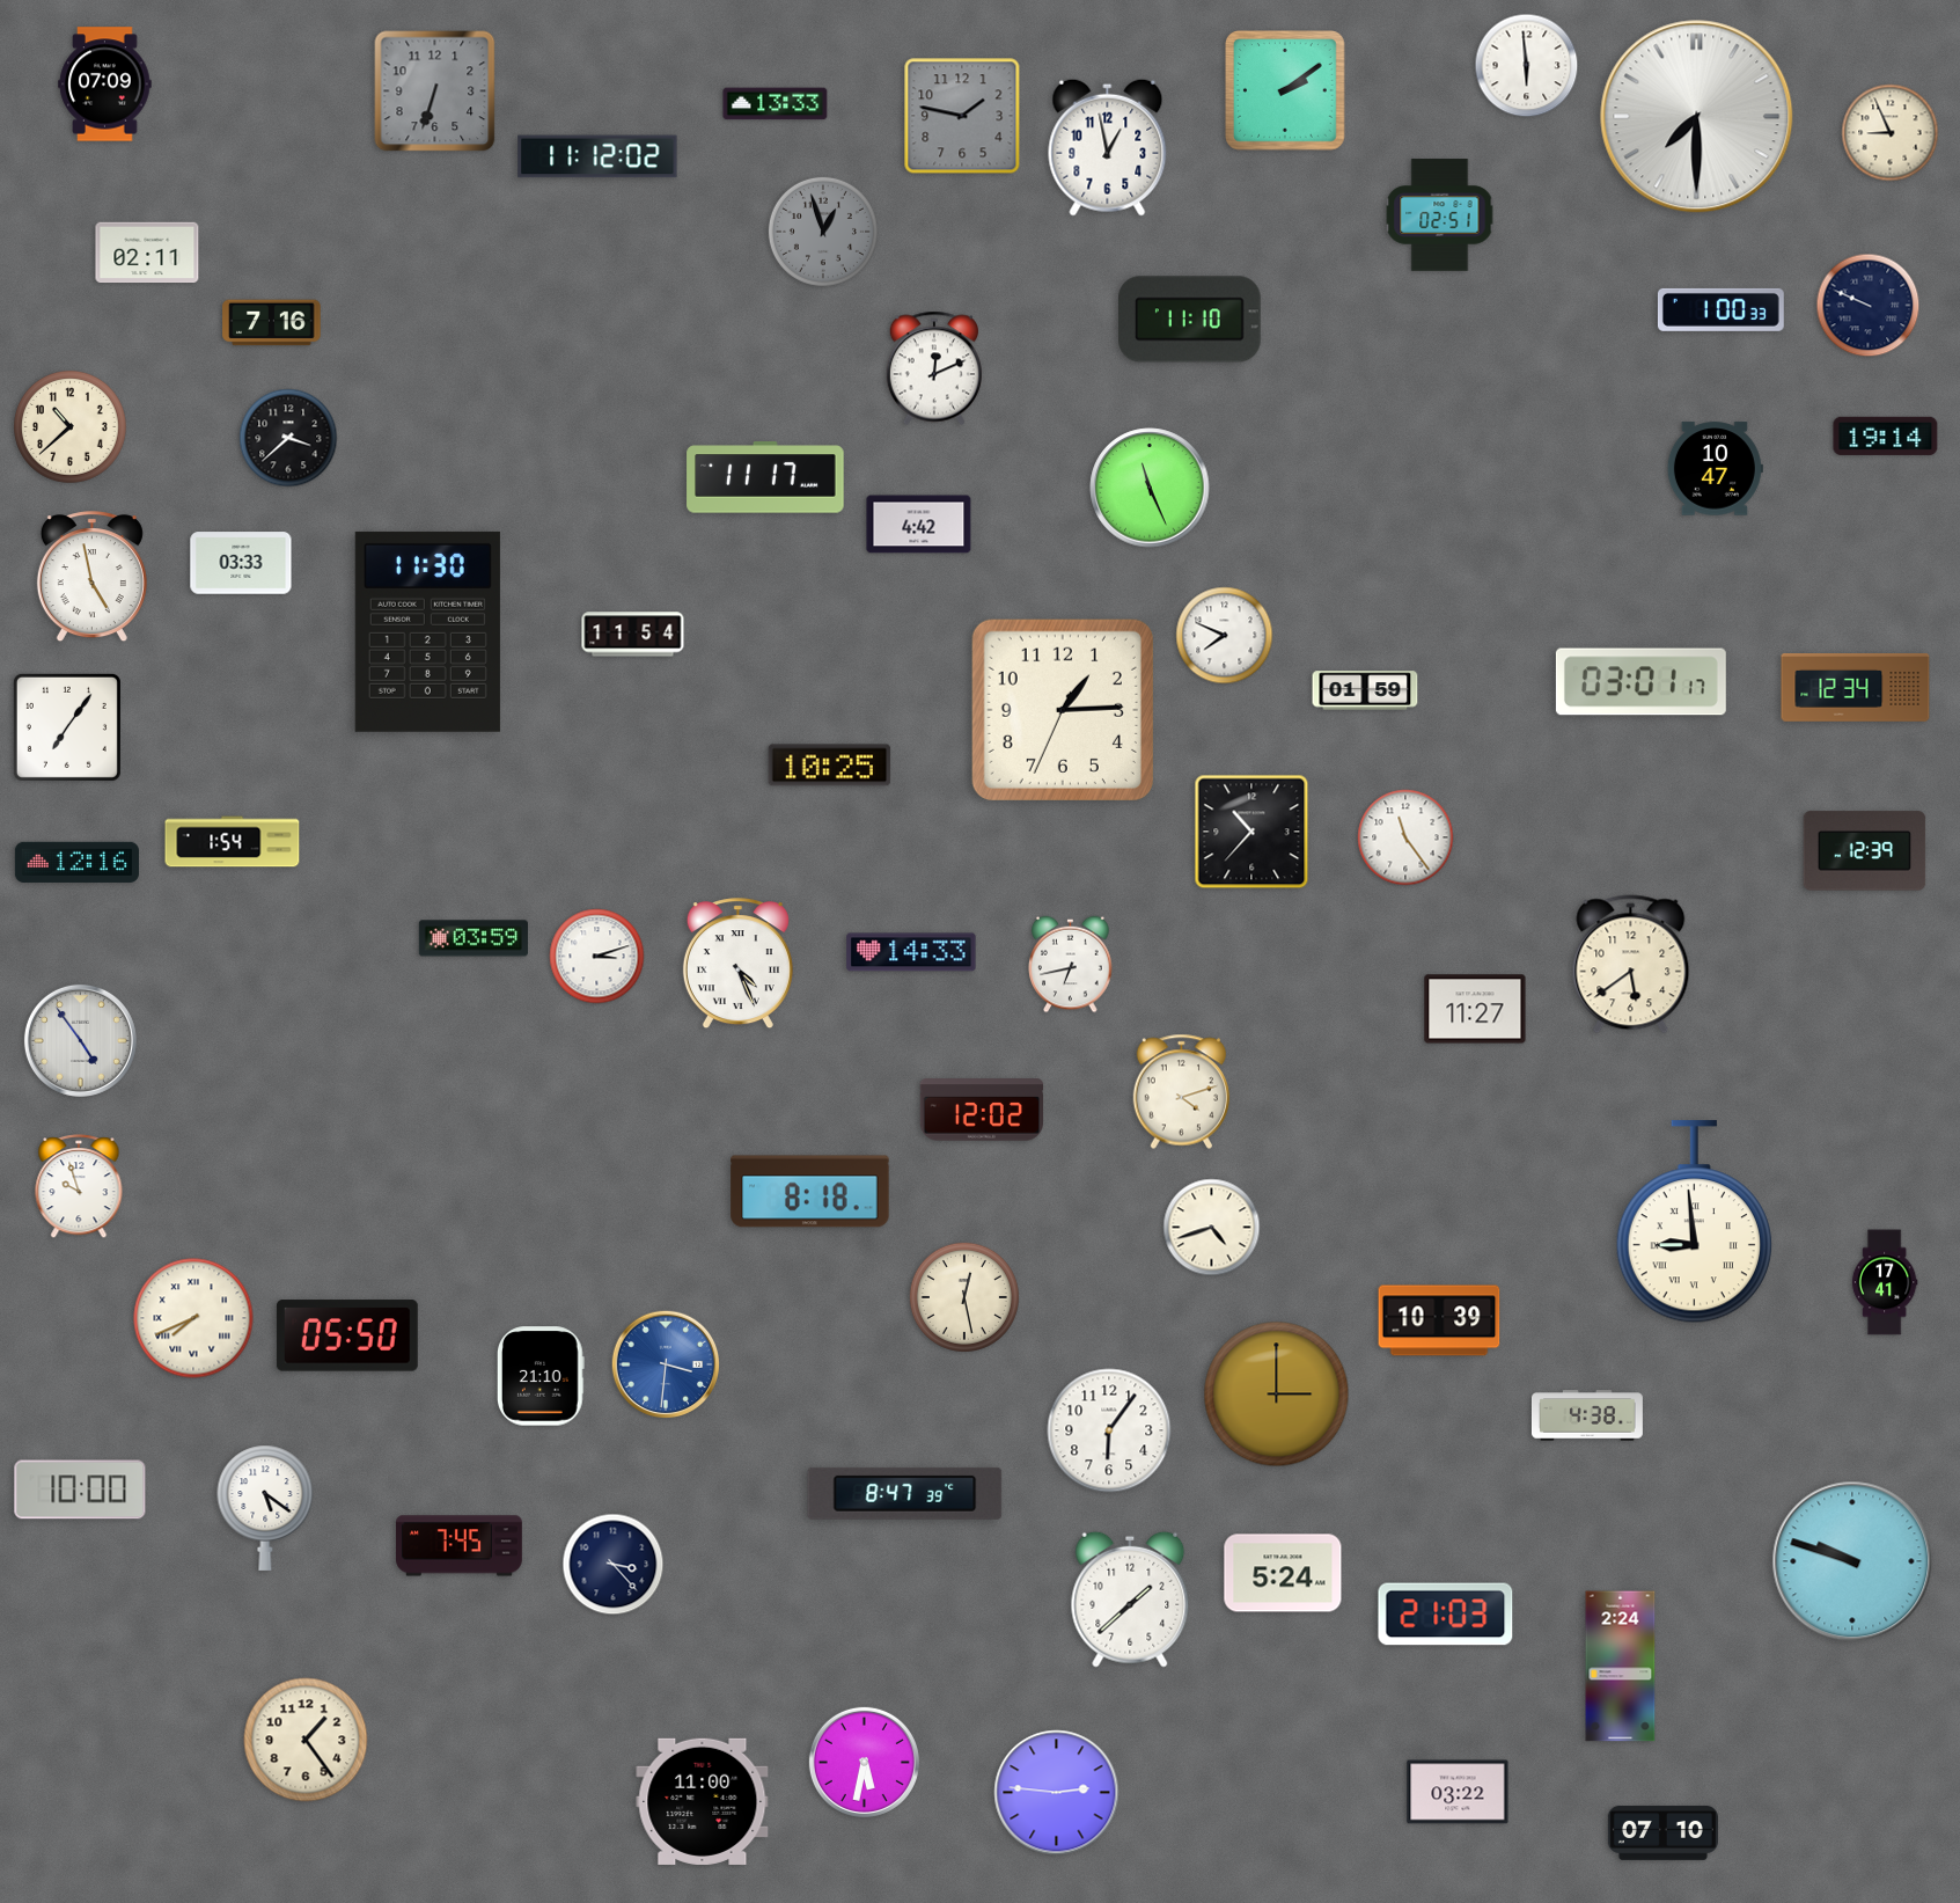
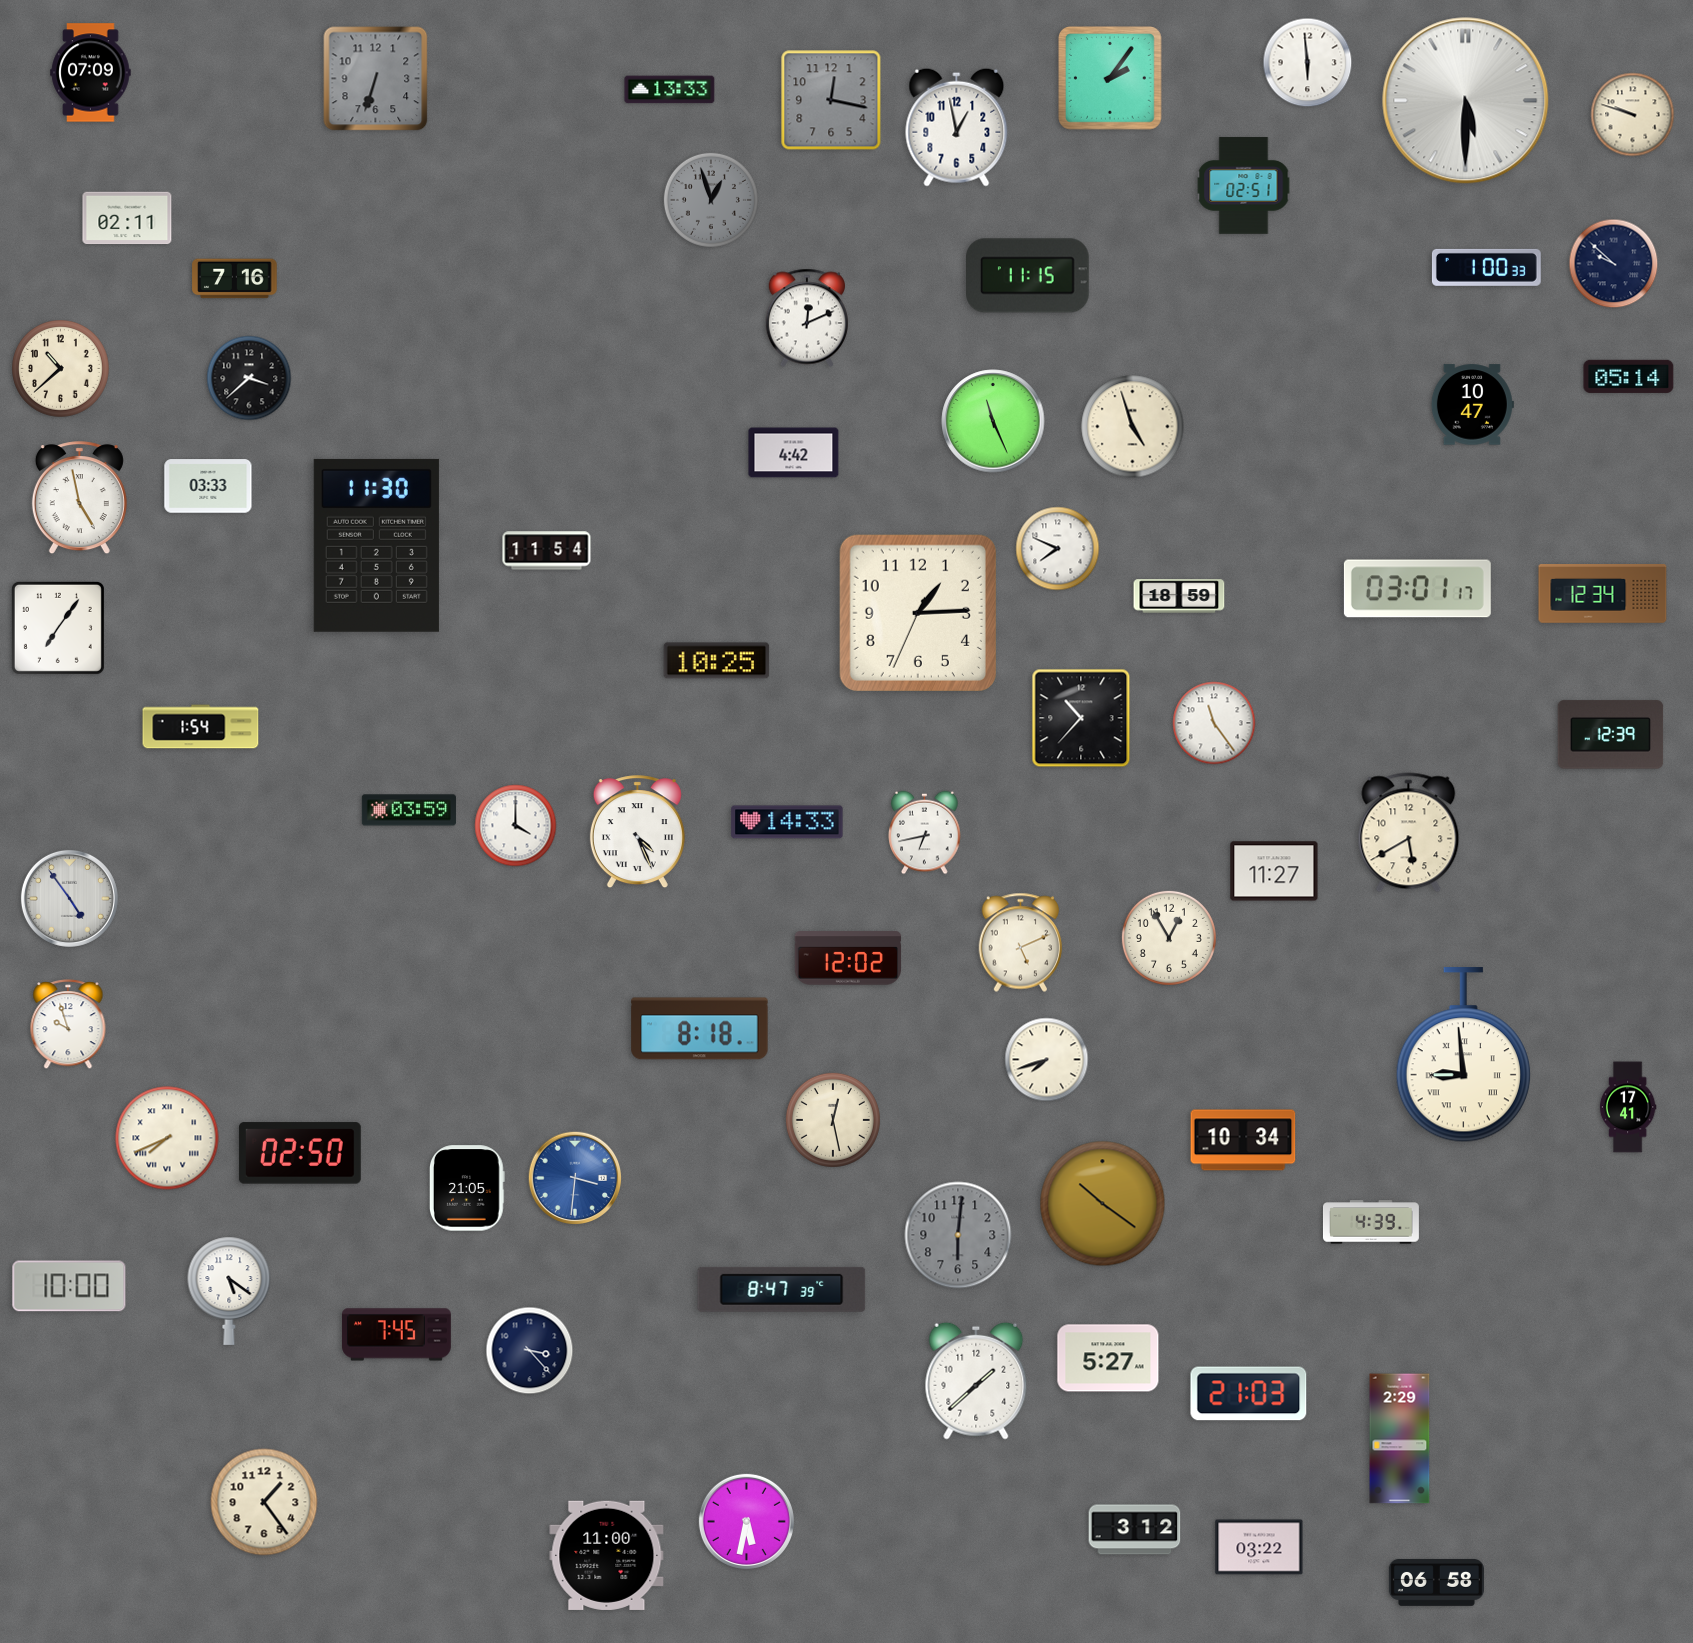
clock at (1527, 66) position: (1527, 66) -> (1308, 63)
clock at (1286, 92): 2:09 -> 2:06
clock at (962, 116): 1:47 -> 12:17
clock at (1697, 117): 7:30 -> 5:30
clock at (1891, 133): 8:56 -> 9:48
clock at (597, 156): 11:12 -> none
clock at (1869, 306): 9:49 -> 9:52
clock at (1190, 320): 11:10 -> 11:15
clock at (1886, 436): 19:14 -> 05:14
clock at (1715, 469) position: (1715, 469) -> (1472, 405)
clock at (765, 477): 11:17 -> none
clock at (1133, 427): none -> 4:57
clock at (427, 631) position: (427, 631) -> (376, 545)
clock at (633, 635) position: (633, 635) -> (547, 551)
clock at (1365, 690): 01:59 -> 18:59
clock at (76, 862): 12:16 -> none
clock at (597, 957): 3:12 -> 4:00
clock at (1631, 965): 5:39 -> 5:40
clock at (1169, 938): none -> 12:55
clock at (1182, 1092): 4:12 -> 5:11
clock at (1212, 1228): 4:42 -> 7:42
clock at (1439, 1320): 10:39 -> 10:34
clock at (347, 1335): 05:50 -> 02:50
clock at (541, 1376): 21:10 -> 21:05
clock at (1277, 1395): 3:00 -> 10:21
clock at (1587, 1415): 4:38 -> 4:39
clock at (1109, 1430): 6:06 -> 6:01
clock at (1109, 1430) dial: white -> grey
clock at (265, 1508) position: (265, 1508) -> (229, 1291)
clock at (1852, 1561): 9:48 -> none
clock at (1283, 1573): 5:24 -> 5:27
clock at (1621, 1667): 2:24 -> 2:29
clock at (1135, 1530): none -> 3:12
clock at (1057, 1793): 2:46 -> none
clock at (1662, 1832): 07:10 -> 06:58
